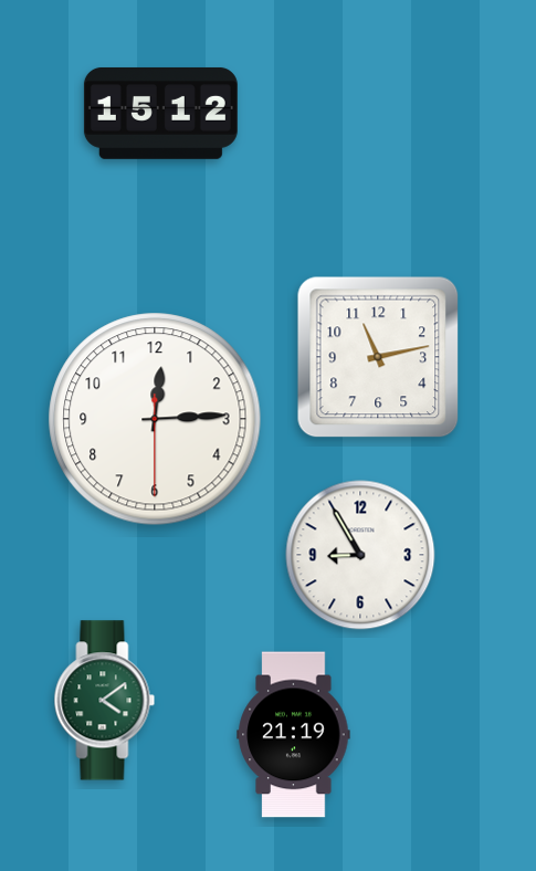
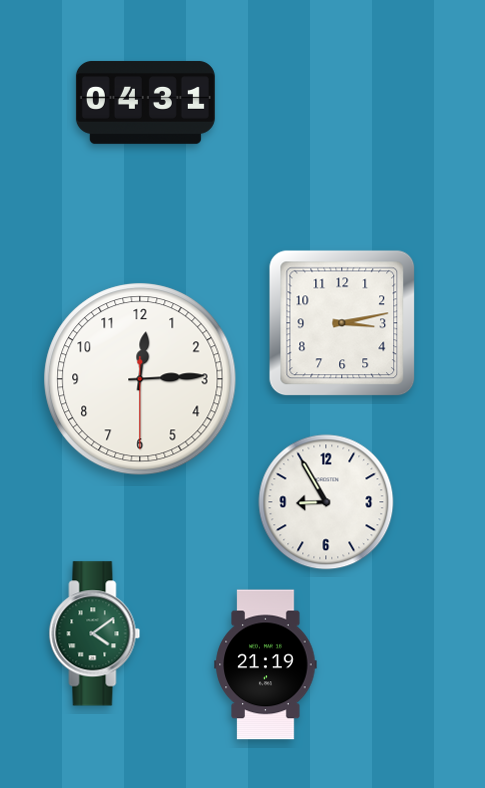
clock at (160, 113): 15:12 -> 04:31
clock at (378, 357): 11:13 -> 3:13
